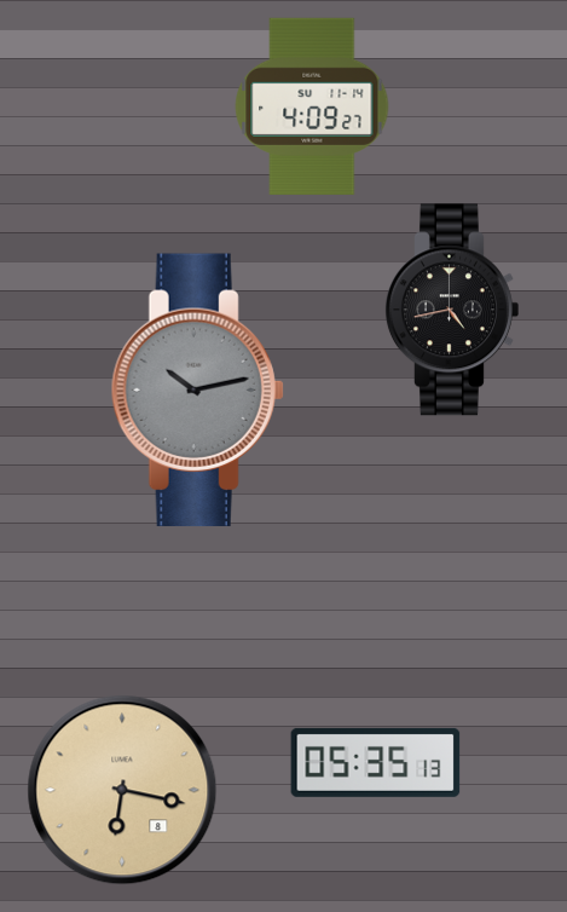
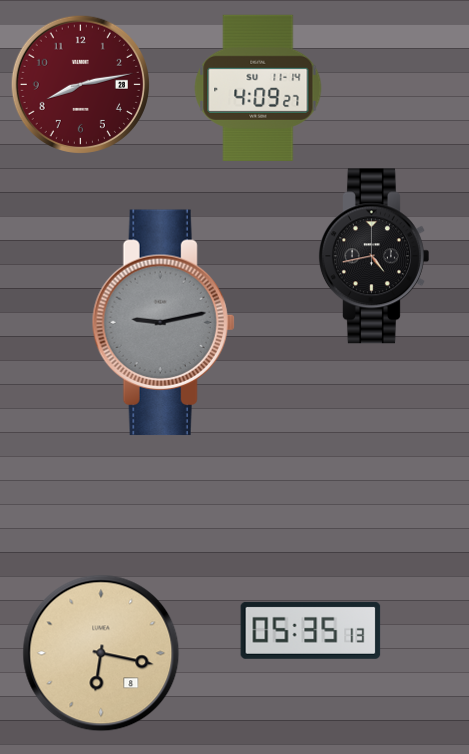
clock at (80, 84): none -> 8:13
clock at (197, 391): 10:13 -> 9:13
